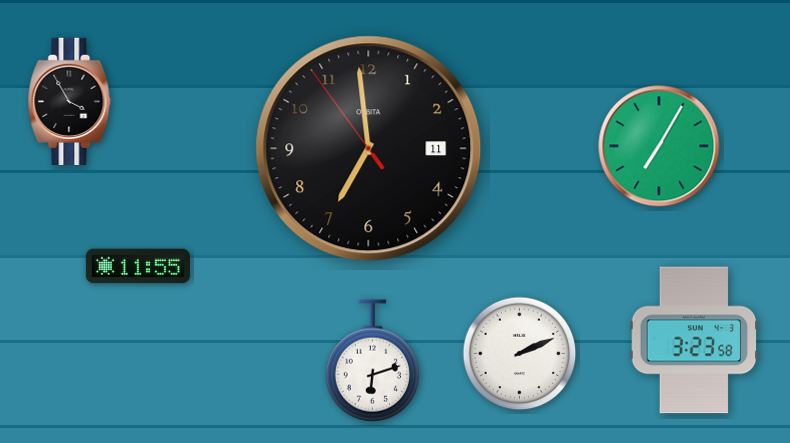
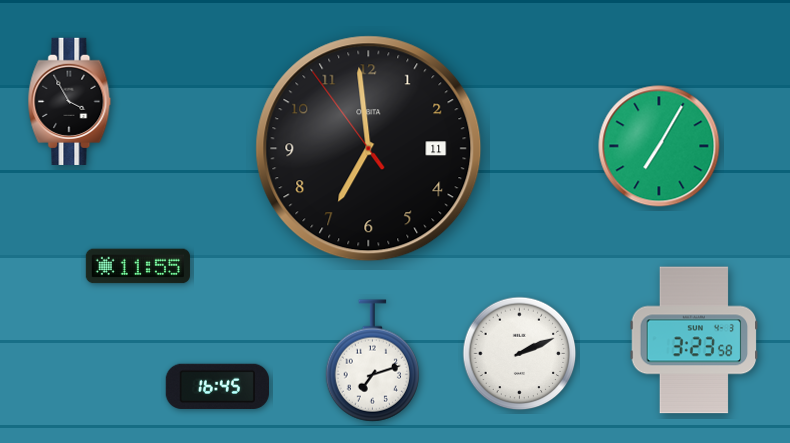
clock at (372, 361): 6:12 -> 7:12
clock at (217, 386): none -> 16:45
